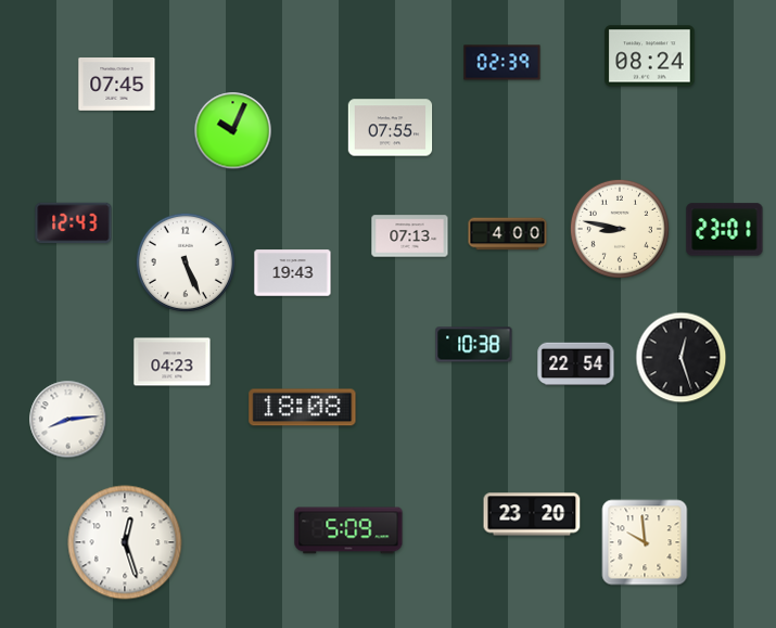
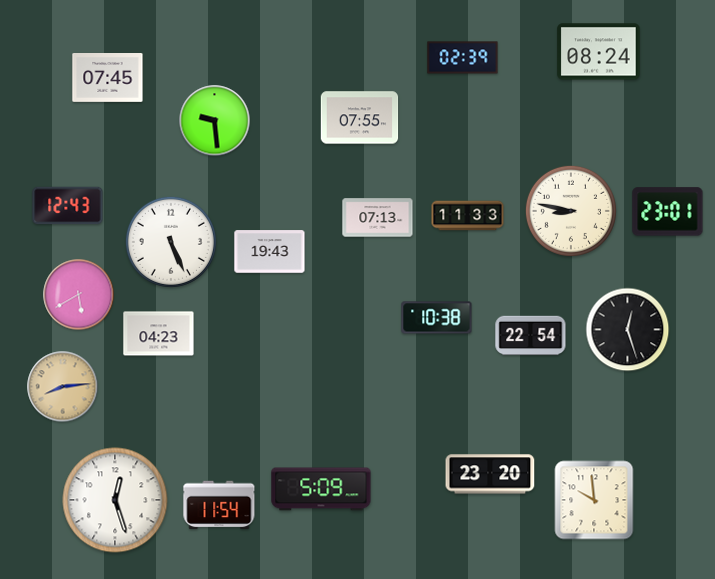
clock at (233, 131): 10:04 -> 9:29
clock at (508, 234): 4:00 -> 11:33
clock at (79, 295): none -> 5:40
clock at (303, 408): 18:08 -> none
clock at (68, 420) dial: white -> champagne
clock at (219, 505): none -> 11:54
